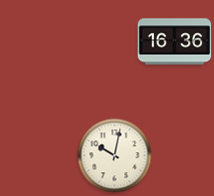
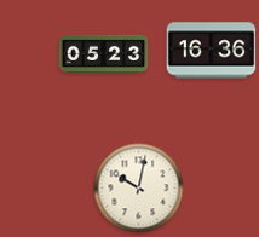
clock at (104, 54): none -> 05:23
